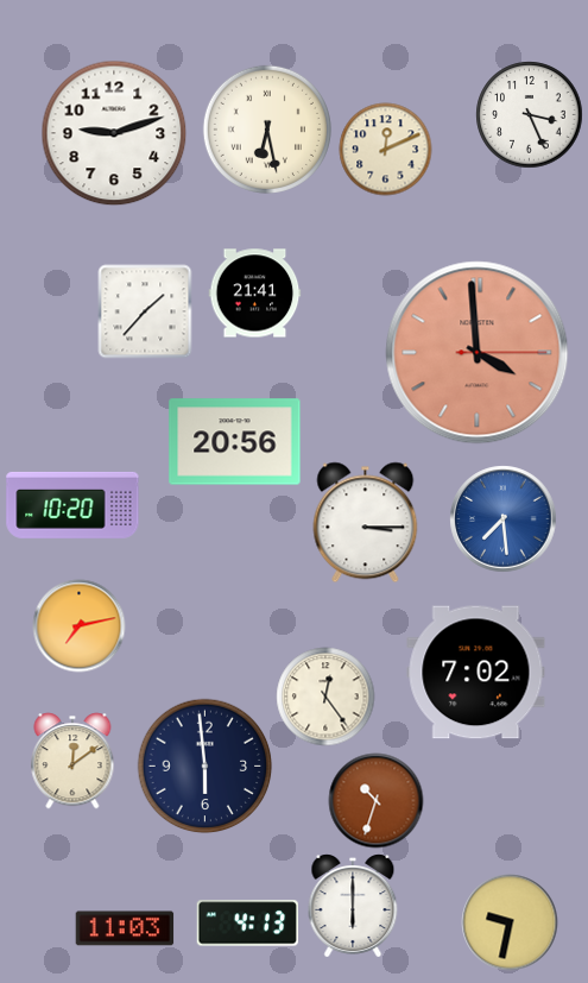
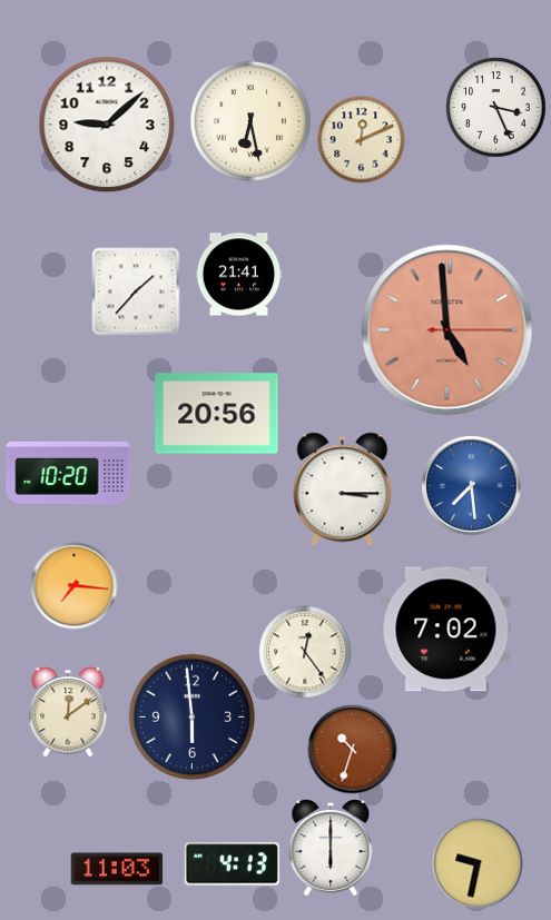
clock at (114, 133): 9:12 -> 9:08
clock at (478, 353): 3:59 -> 4:59
clock at (235, 442) position: (235, 442) -> (217, 414)
clock at (78, 625): 7:13 -> 7:16
